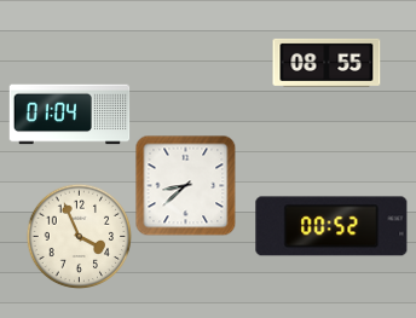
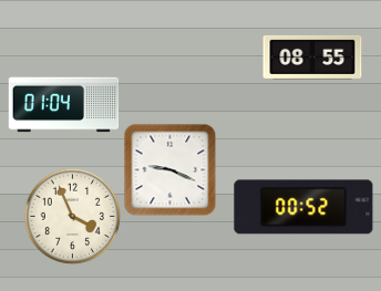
clock at (327, 63) position: (327, 63) -> (312, 58)
clock at (185, 185): 8:38 -> 9:19
